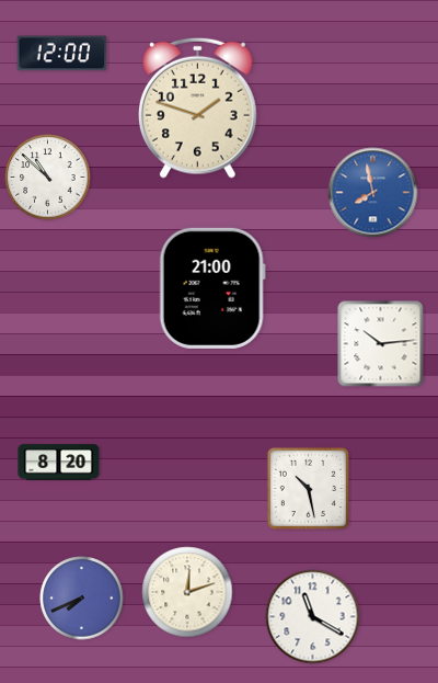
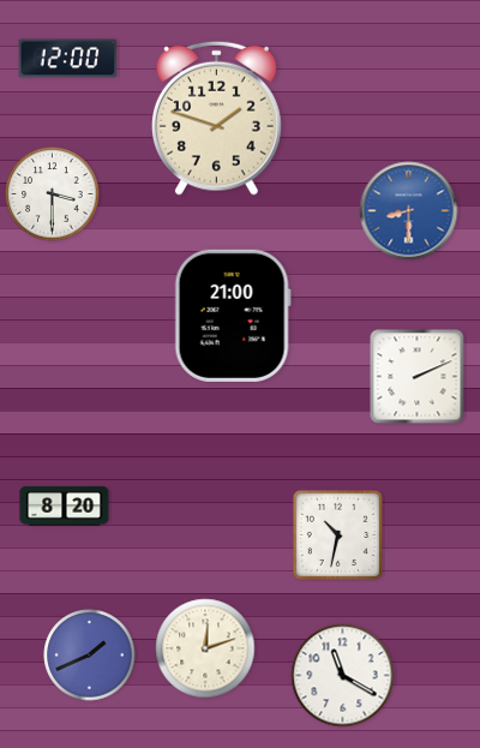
clock at (48, 178): 10:52 -> 3:30
clock at (373, 193): 7:58 -> 8:30
clock at (381, 344): 10:14 -> 2:11
clock at (308, 488): 10:28 -> 10:32
clock at (82, 599): 7:41 -> 1:41
